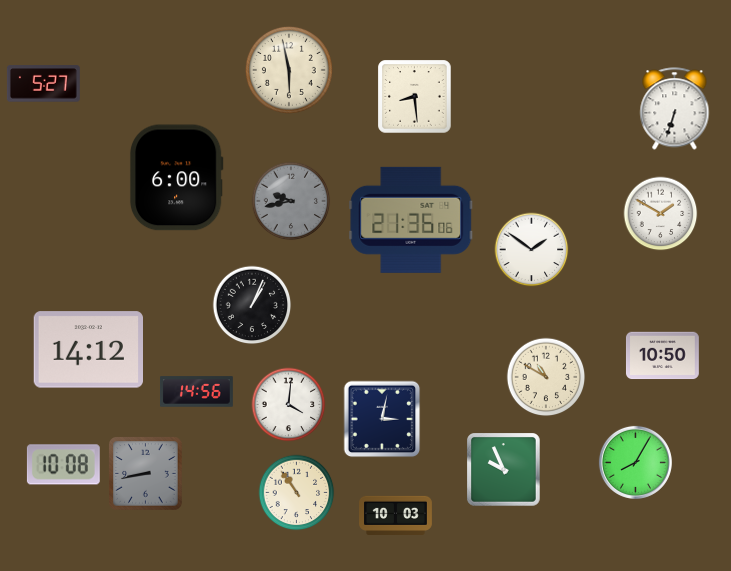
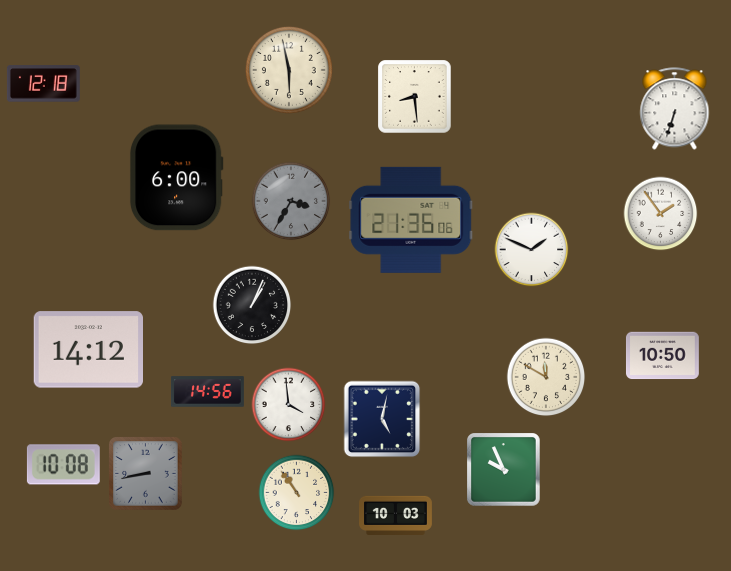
clock at (43, 84): 5:27 -> 12:18
clock at (291, 201): 9:43 -> 3:35
clock at (661, 214): 1:50 -> 1:54
clock at (532, 250): 1:51 -> 1:49
clock at (546, 377): 10:50 -> 11:50
clock at (197, 392) position: (197, 392) -> (208, 392)
clock at (289, 405): 4:01 -> 3:59
clock at (382, 419): 3:02 -> 5:02
clock at (635, 462): 8:05 -> none
